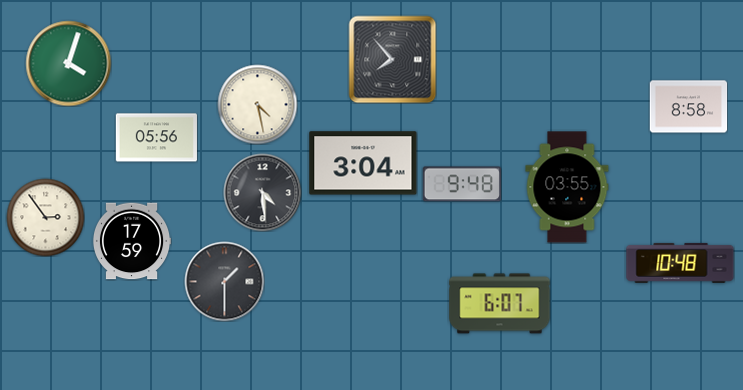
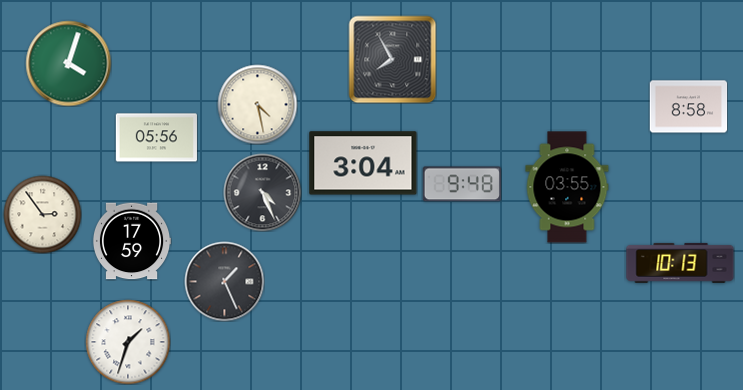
clock at (392, 59): 7:53 -> 7:55
clock at (262, 192): 4:29 -> 4:26
clock at (45, 217) position: (45, 217) -> (42, 214)
clock at (680, 263): 10:48 -> 10:13
clock at (224, 281): 1:30 -> 1:26
clock at (500, 304): 6:07 -> none
clock at (128, 342): none -> 1:33
